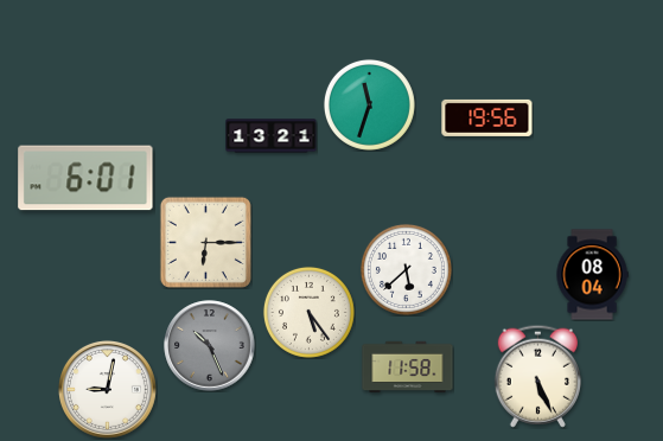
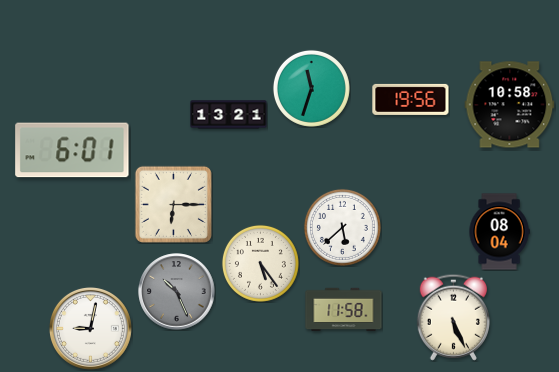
clock at (510, 105): none -> 10:58
